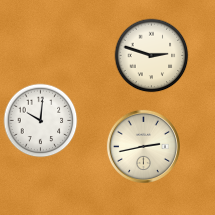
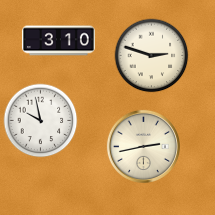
clock at (58, 41): none -> 3:10
clock at (41, 121): 10:01 -> 9:58
